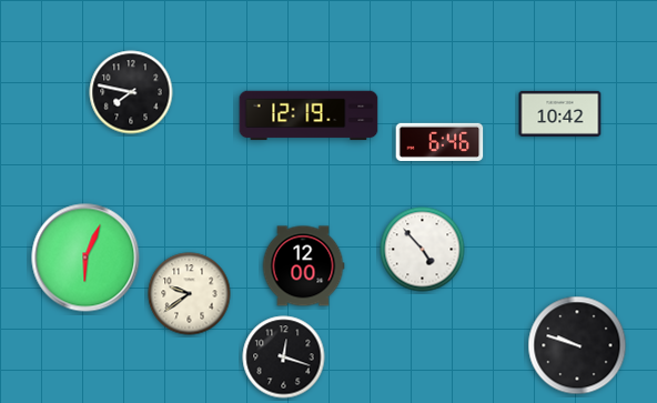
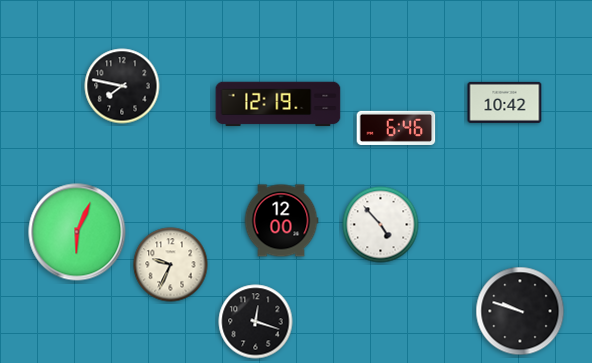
clock at (131, 92) position: (131, 92) -> (122, 86)
clock at (303, 266) position: (303, 266) -> (281, 221)
clock at (190, 294): 9:39 -> 9:34
